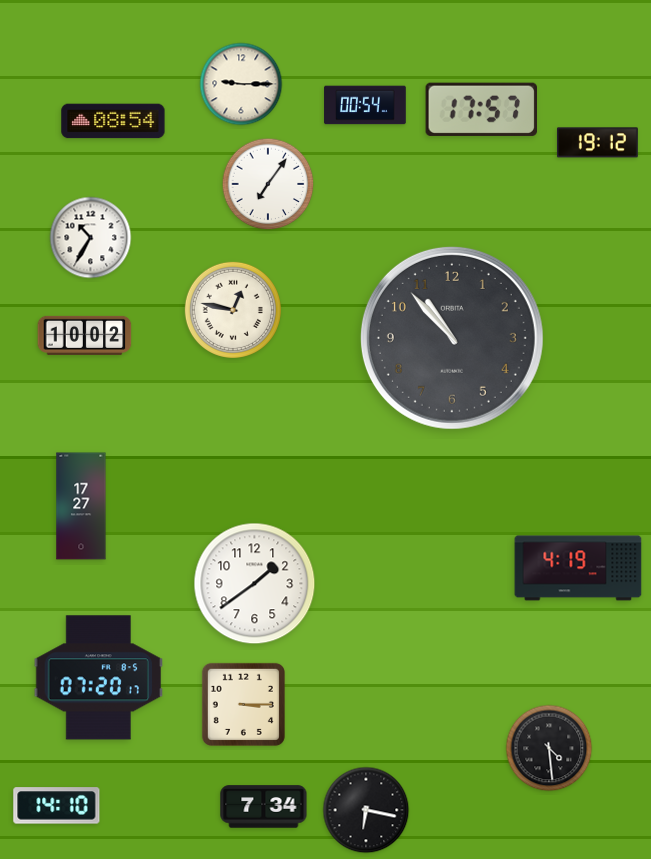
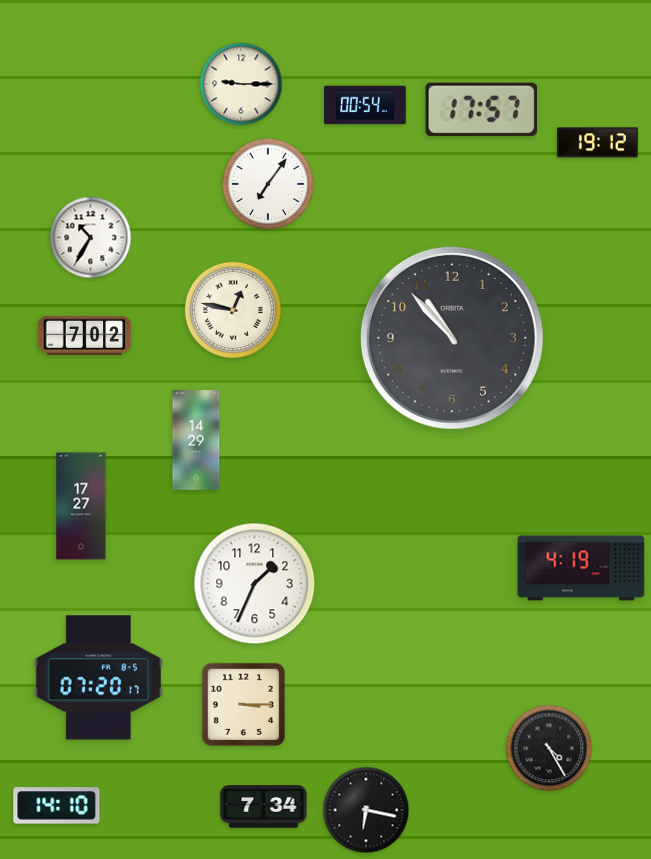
clock at (113, 121): 08:54 -> none
clock at (85, 335): 10:02 -> 7:02
clock at (196, 440): none -> 14:29
clock at (578, 568) position: (578, 568) -> (581, 568)
clock at (255, 584): 1:39 -> 1:34
clock at (549, 748): 4:29 -> 4:25
